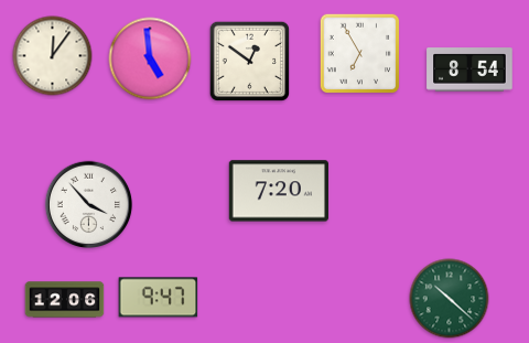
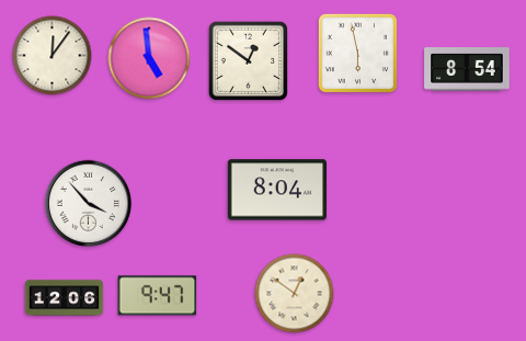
clock at (359, 53): 6:55 -> 5:58
clock at (278, 191): 7:20 -> 8:04
clock at (295, 294): none -> 12:51
clock at (450, 299): 10:22 -> none
